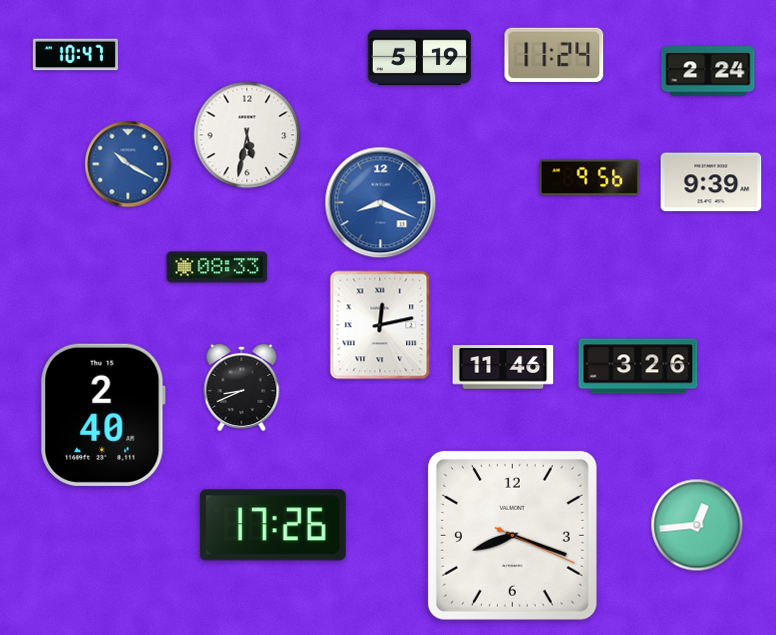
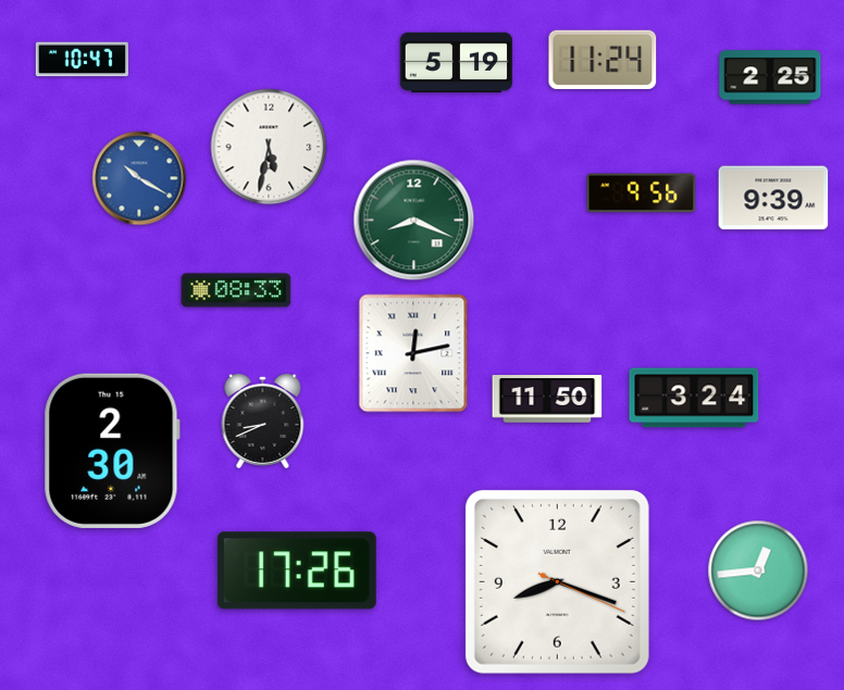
clock at (708, 71): 2:24 -> 2:25
clock at (381, 203) dial: blue -> green
clock at (638, 366): 3:26 -> 3:24
clock at (503, 367): 11:46 -> 11:50
clock at (103, 415): 2:40 -> 2:30
